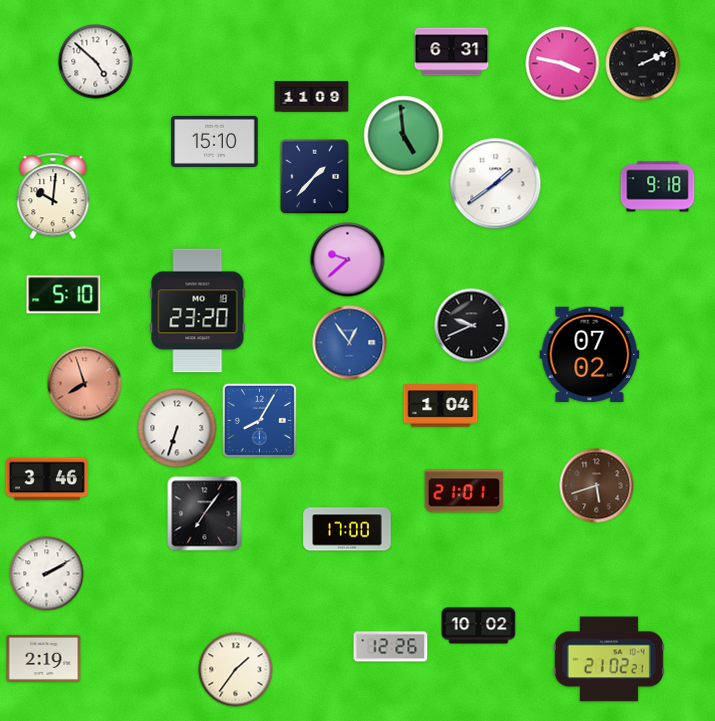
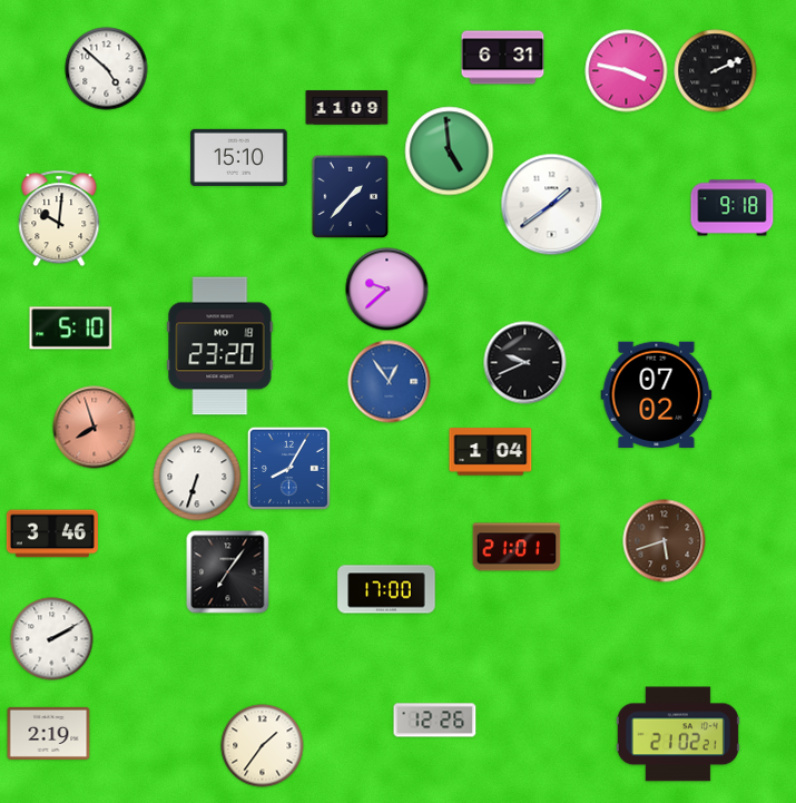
clock at (479, 626): 10:02 -> none
